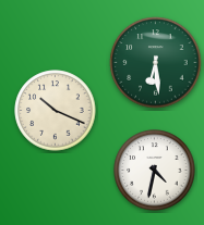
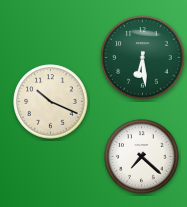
clock at (155, 171): 4:32 -> 7:22
